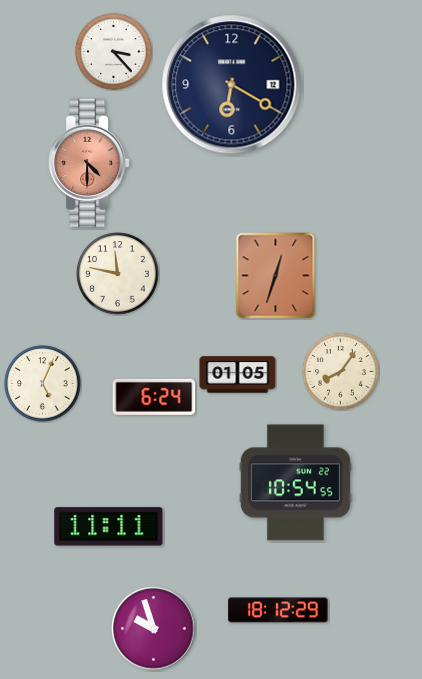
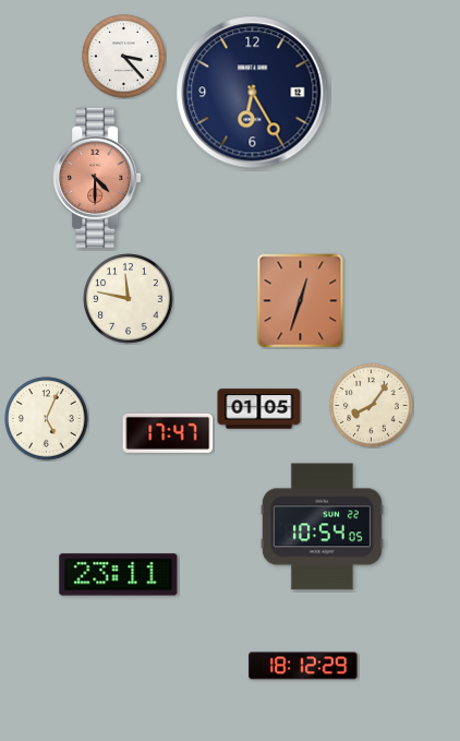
clock at (232, 85): 6:20 -> 6:25
clock at (154, 397): 6:24 -> 17:47
clock at (295, 483): 10:54:55 -> 10:54:05
clock at (109, 527): 11:11 -> 23:11
clock at (154, 629): 9:57 -> none
